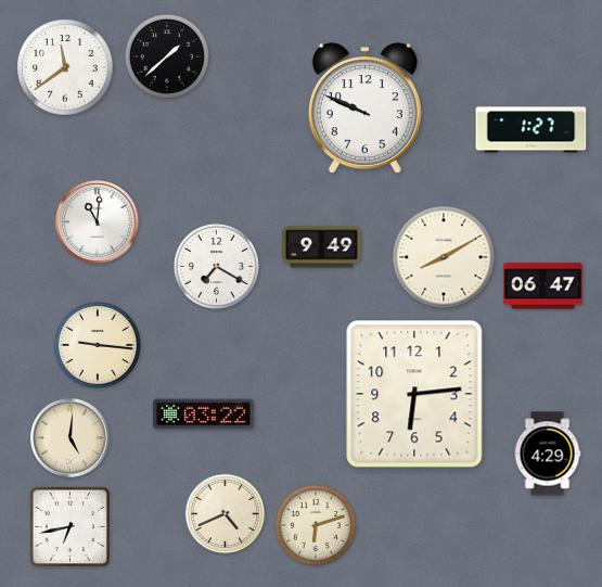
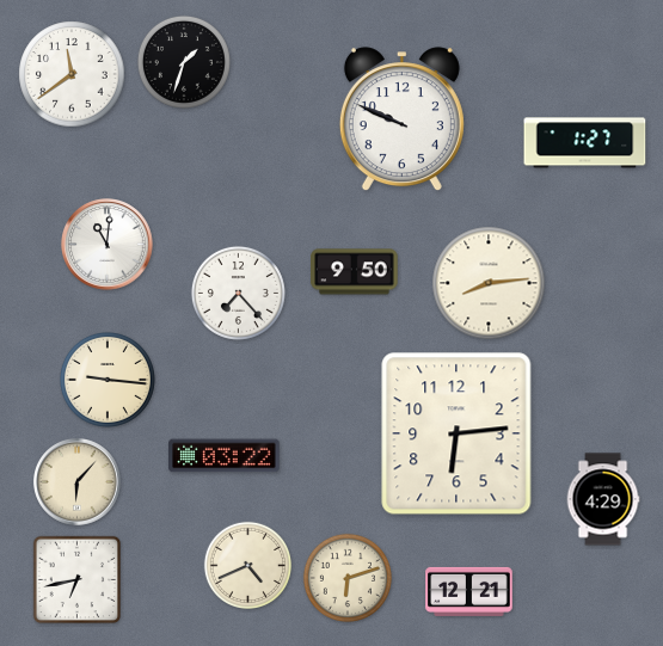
clock at (167, 56): 1:38 -> 1:33
clock at (322, 247): 9:49 -> 9:50
clock at (444, 257): 8:10 -> 8:14
clock at (216, 266): 7:20 -> 7:23
clock at (543, 286): 06:47 -> none
clock at (71, 438): 5:01 -> 6:07
clock at (469, 591): none -> 12:21
